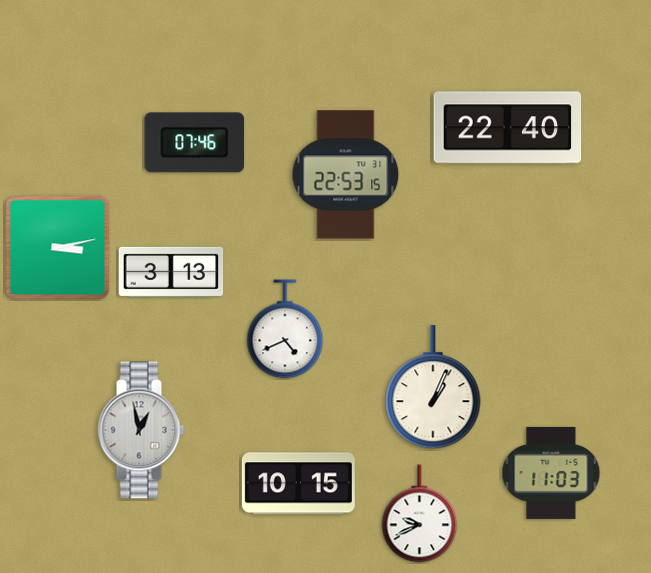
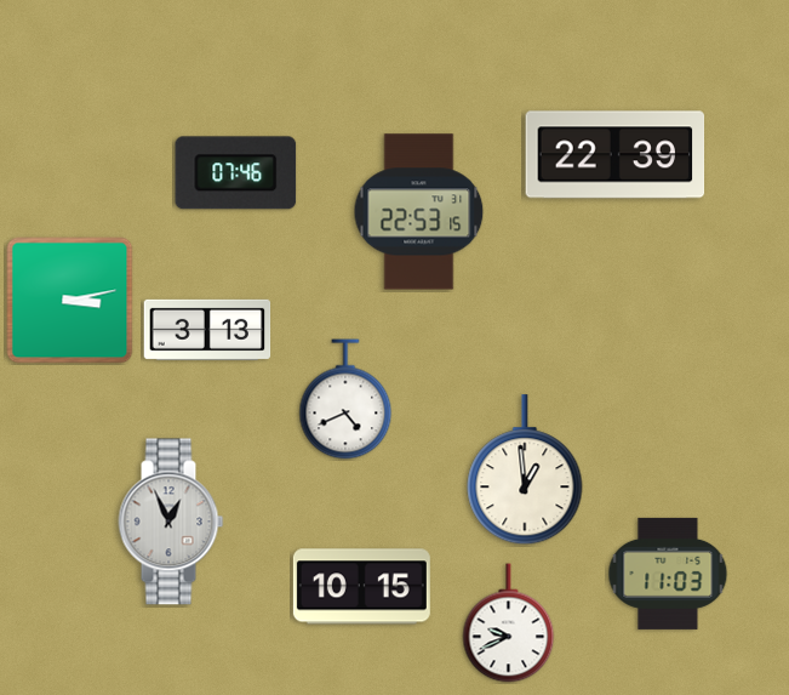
clock at (508, 128): 22:40 -> 22:39
clock at (433, 388): 1:04 -> 12:59
clock at (141, 430): 12:58 -> 12:56
